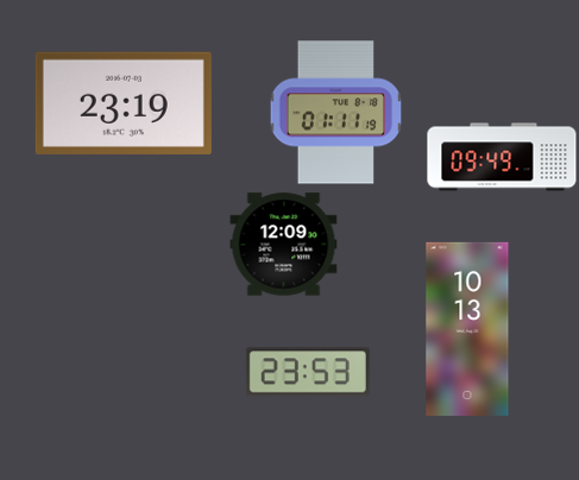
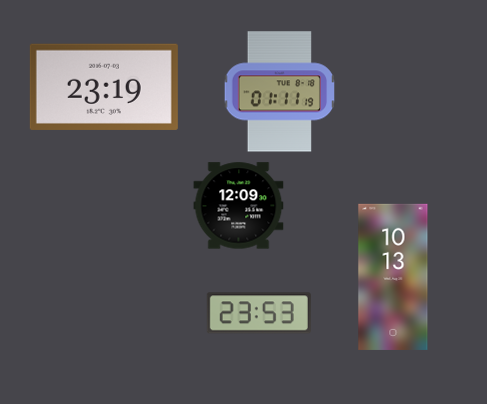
clock at (336, 113) position: (336, 113) -> (280, 92)
clock at (502, 157): 09:49 -> none
